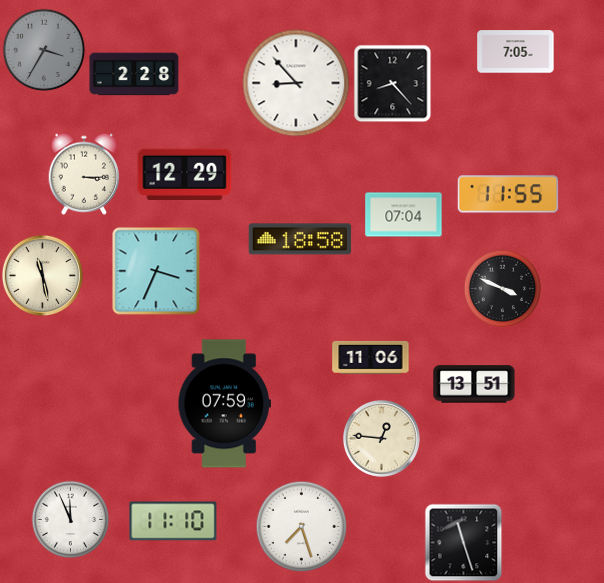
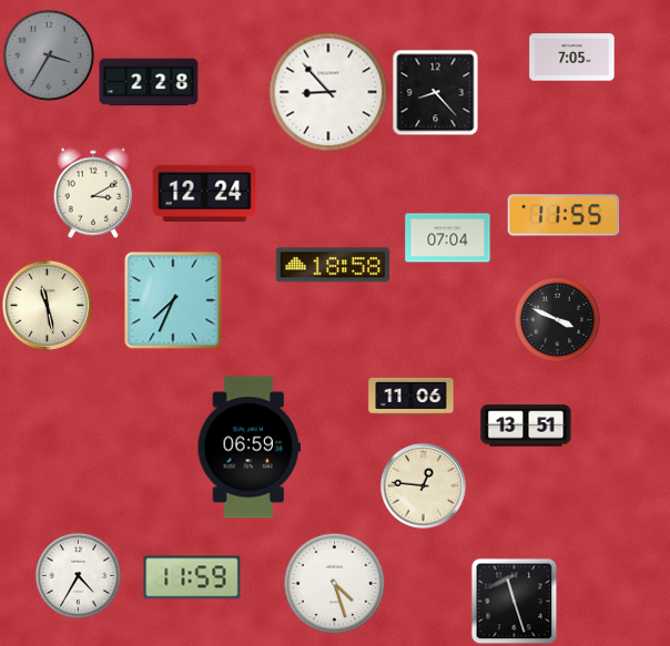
clock at (84, 174): 3:15 -> 3:10
clock at (185, 175): 12:29 -> 12:24
clock at (156, 271): 3:34 -> 7:34
clock at (225, 404): 07:59 -> 06:59
clock at (70, 519): 11:56 -> 4:35
clock at (173, 521): 11:10 -> 11:59
clock at (301, 526): 7:27 -> 4:27
